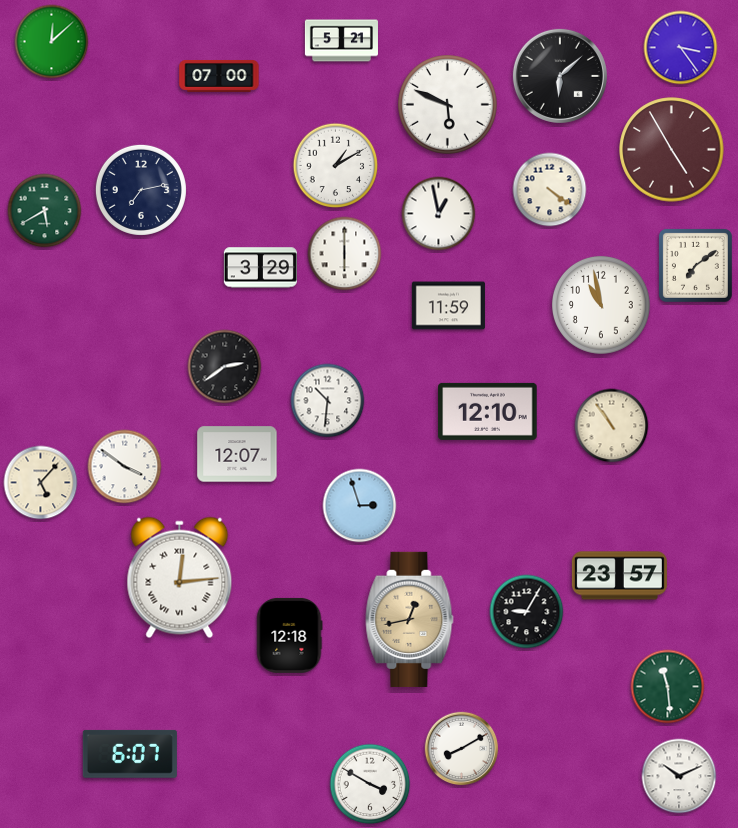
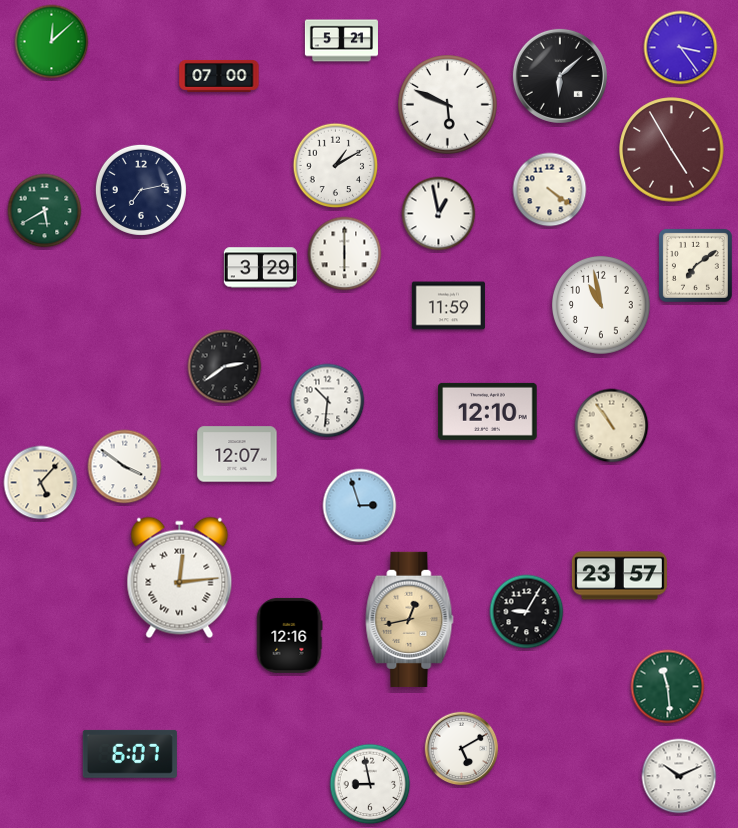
clock at (290, 635): 12:18 -> 12:16
clock at (462, 749): 8:10 -> 5:10
clock at (370, 784): 3:50 -> 8:58
